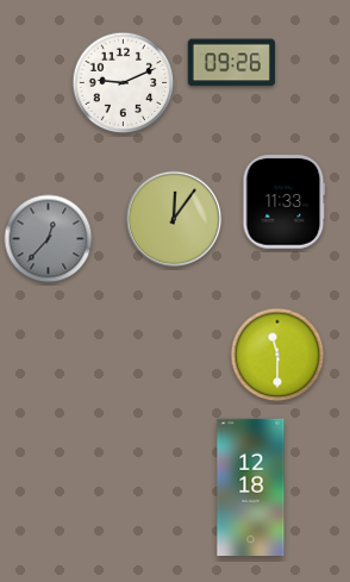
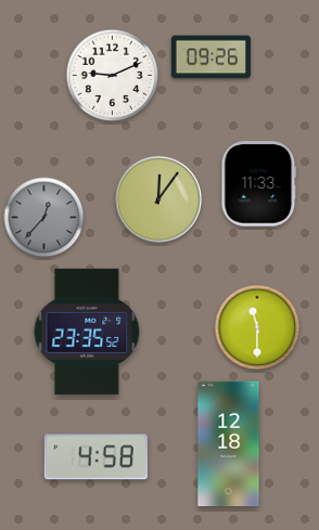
clock at (277, 355) position: (277, 355) -> (257, 327)
clock at (87, 332): none -> 23:35
clock at (95, 457): none -> 4:58
